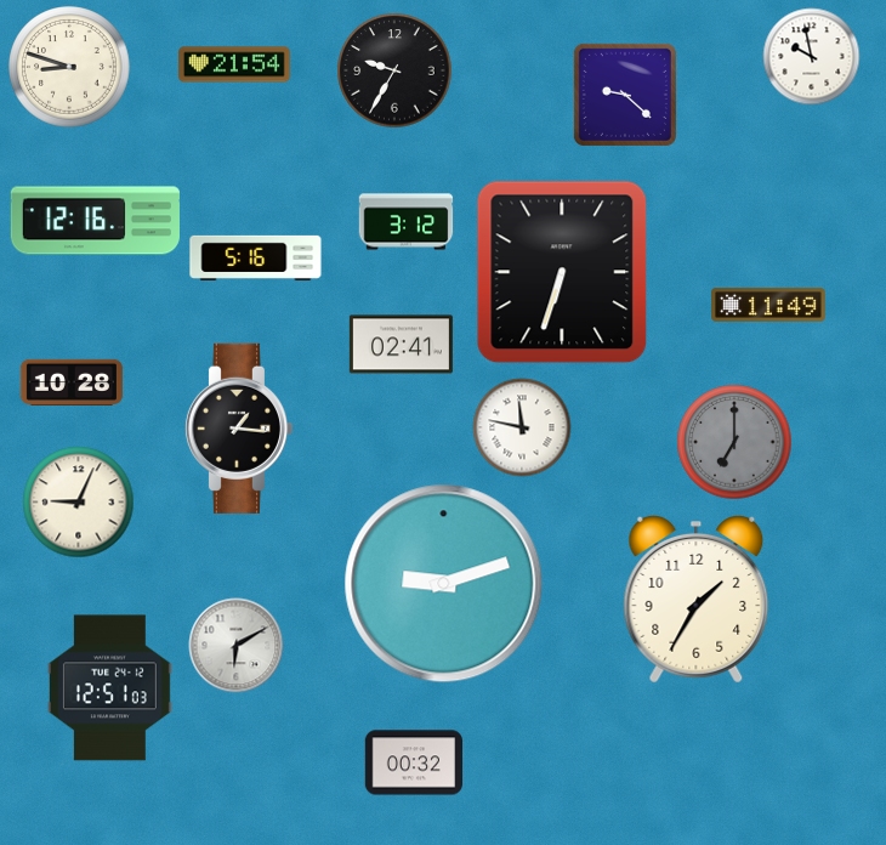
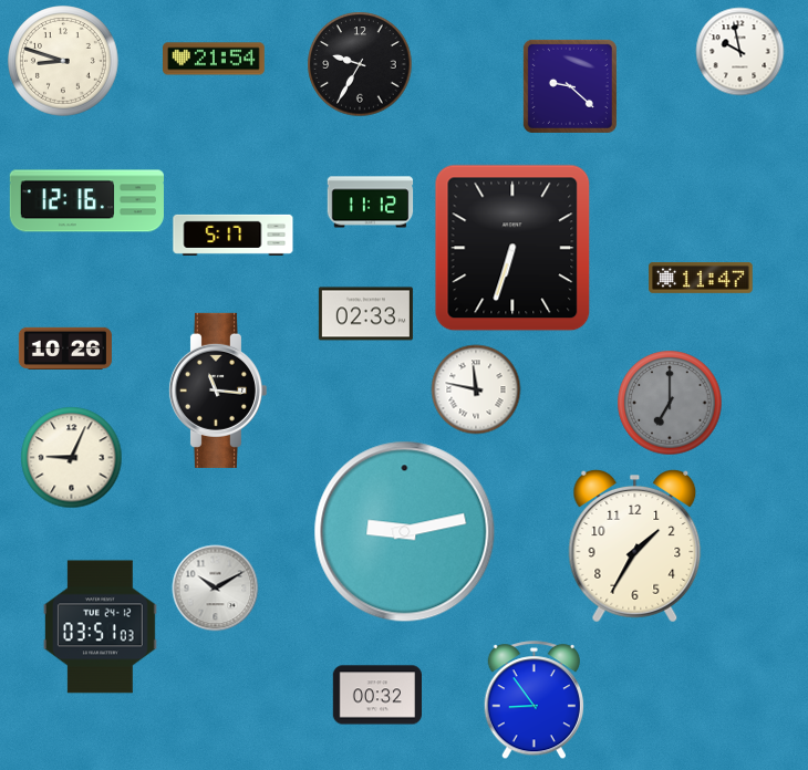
clock at (405, 222): 3:12 -> 11:12
clock at (256, 257): 5:16 -> 5:17
clock at (768, 306): 11:49 -> 11:47
clock at (401, 345): 02:41 -> 02:33
clock at (72, 382): 10:28 -> 10:26
clock at (238, 429): 1:16 -> 11:16
clock at (444, 584): 9:12 -> 9:13
clock at (235, 645): 6:10 -> 10:10
clock at (109, 688): 12:51 -> 03:51
clock at (534, 700): none -> 8:54
